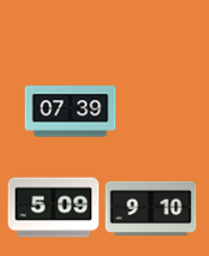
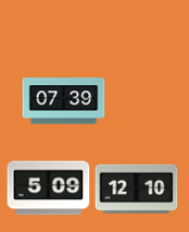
clock at (151, 208): 9:10 -> 12:10
